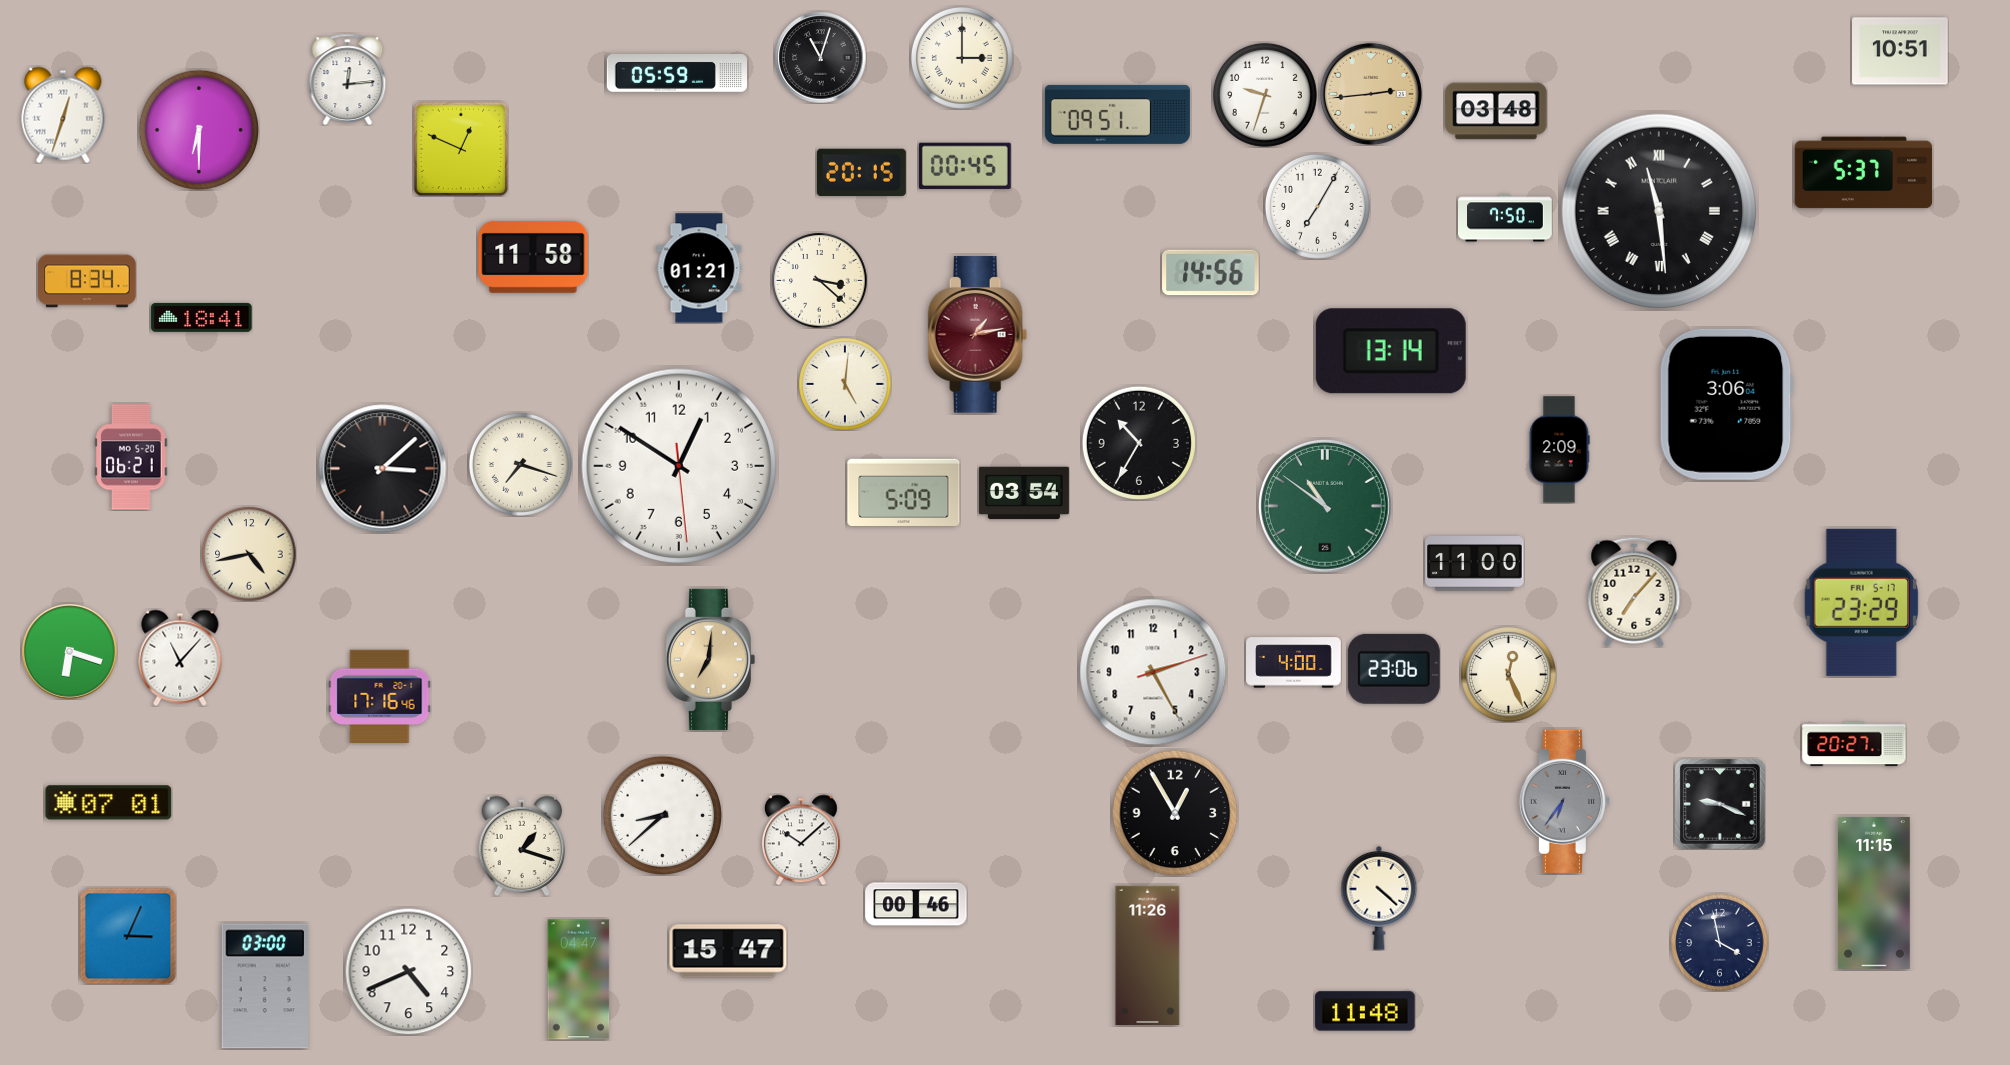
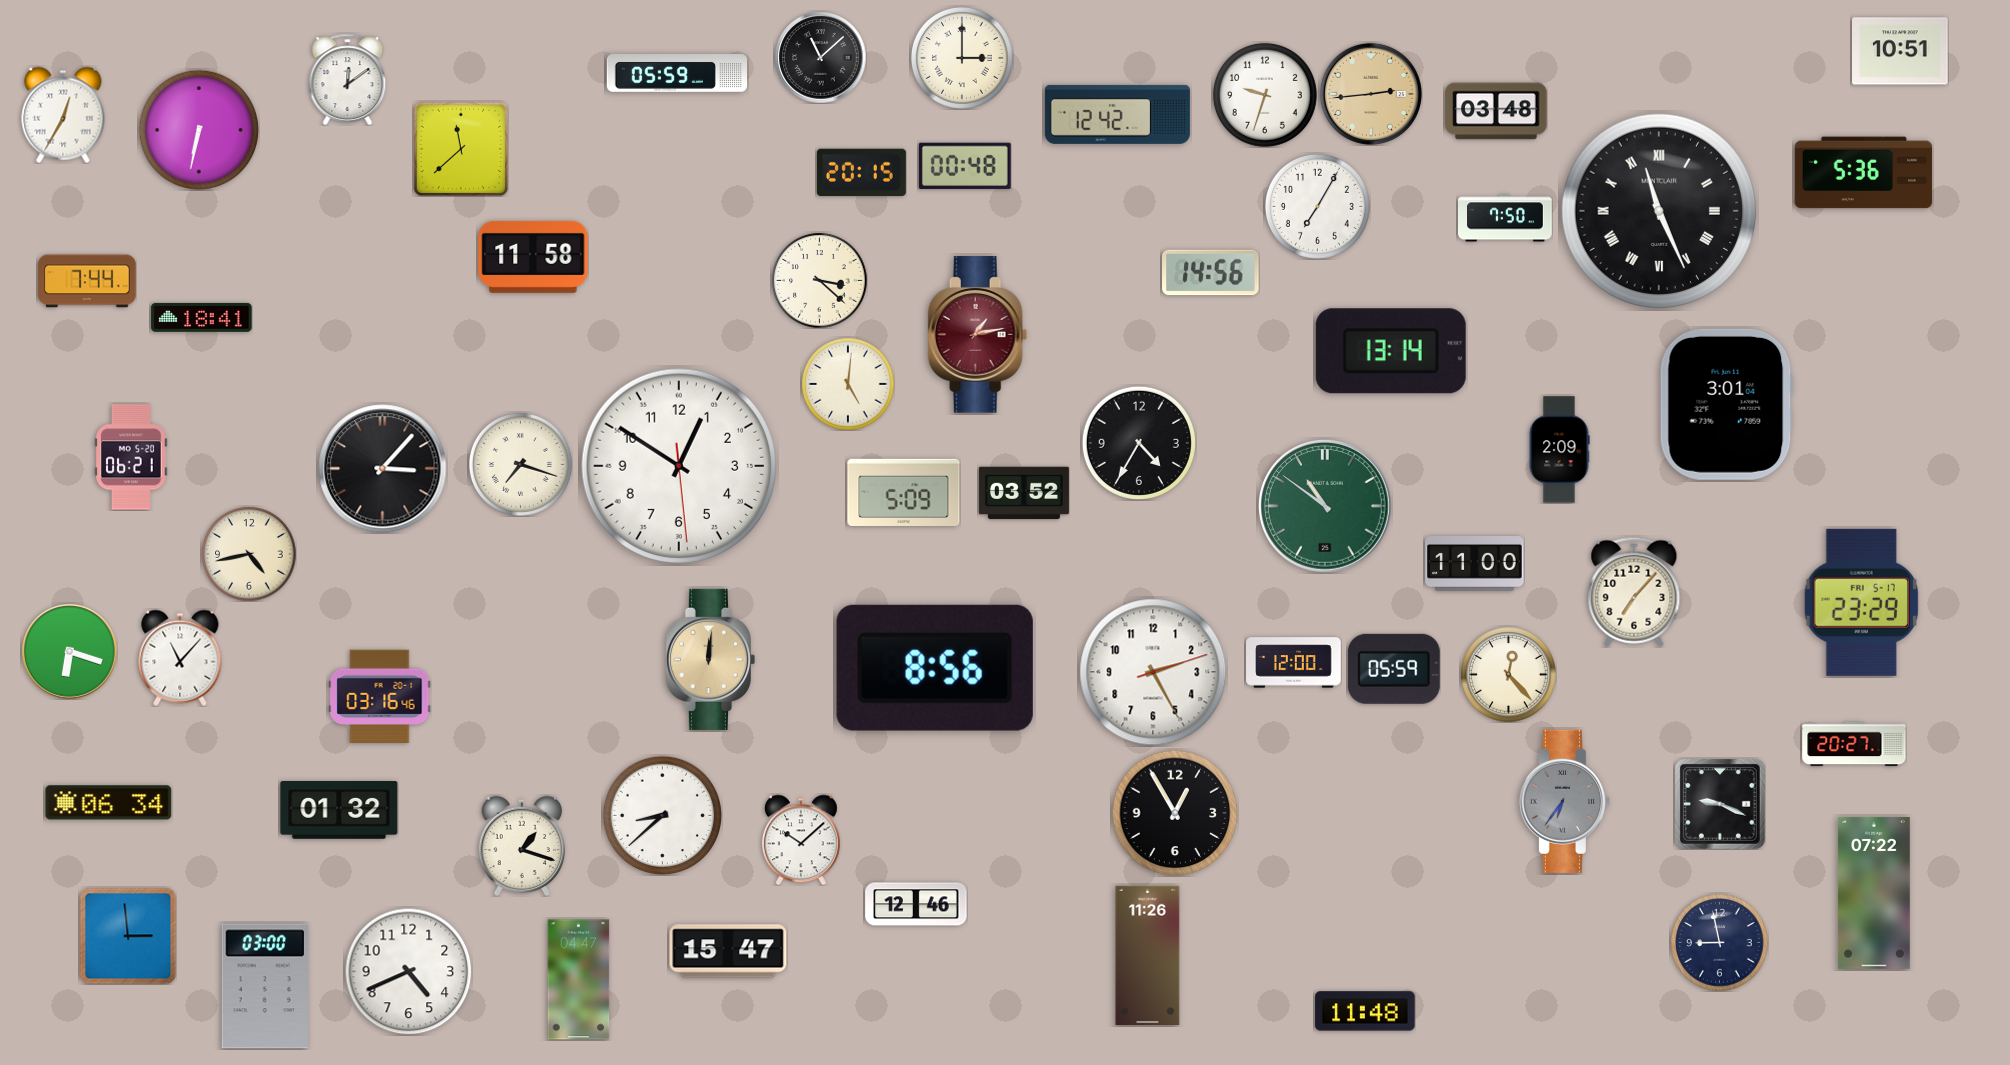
clock at (820, 57): 11:03 -> 11:08
clock at (348, 79): 12:14 -> 12:09
clock at (1117, 114): 09:51 -> 12:42
clock at (63, 115): 12:33 -> 12:35
clock at (199, 130): 6:30 -> 6:32
clock at (461, 149): 12:49 -> 11:38
clock at (965, 166): 00:45 -> 00:48
clock at (1864, 173): 5:37 -> 5:36
clock at (1658, 210): 11:29 -> 11:26
clock at (699, 268): 01:21 -> none
clock at (87, 281): 8:34 -> 7:44
clock at (845, 384) position: (845, 384) -> (848, 384)
clock at (1726, 404): 3:06 -> 3:01
clock at (1139, 443): 10:35 -> 4:35
clock at (383, 469): 3:08 -> 3:07
clock at (1024, 493): 03:54 -> 03:52
clock at (710, 659): 7:01 -> 12:01
clock at (1294, 663): 4:00 -> 12:00
clock at (935, 668): none -> 8:56
clock at (1394, 669): 23:06 -> 05:59
clock at (1508, 674): 12:26 -> 12:23
clock at (380, 696): 17:16 -> 03:16
clock at (109, 803): 07:01 -> 06:34
clock at (339, 811): none -> 01:32
clock at (1874, 893): 11:15 -> 07:22
clock at (1379, 898): 4:22 -> none
clock at (916, 904): 00:46 -> 12:46
clock at (128, 936): 3:04 -> 2:59
clock at (1720, 943): 3:58 -> 8:58
